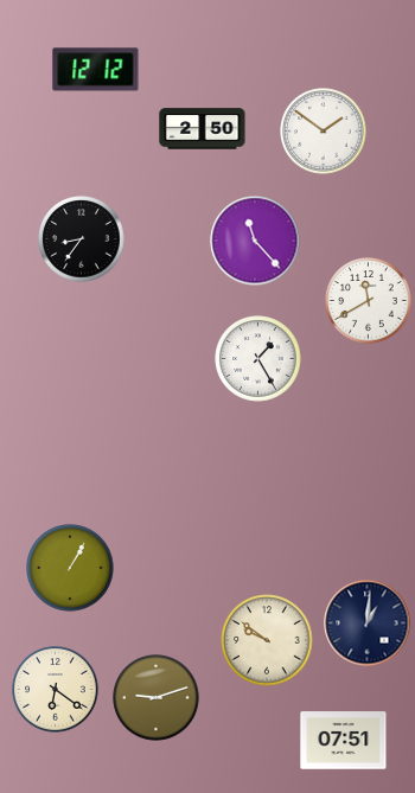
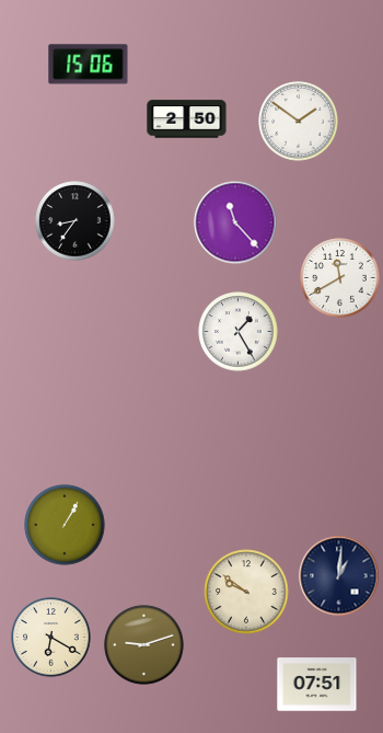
clock at (96, 70): 12:12 -> 15:06
clock at (56, 690): 6:21 -> 6:20
